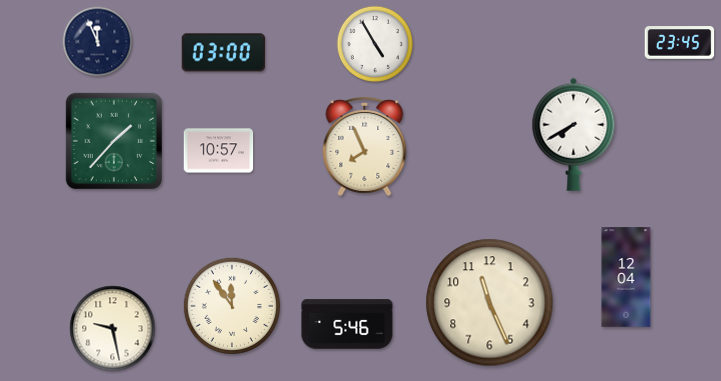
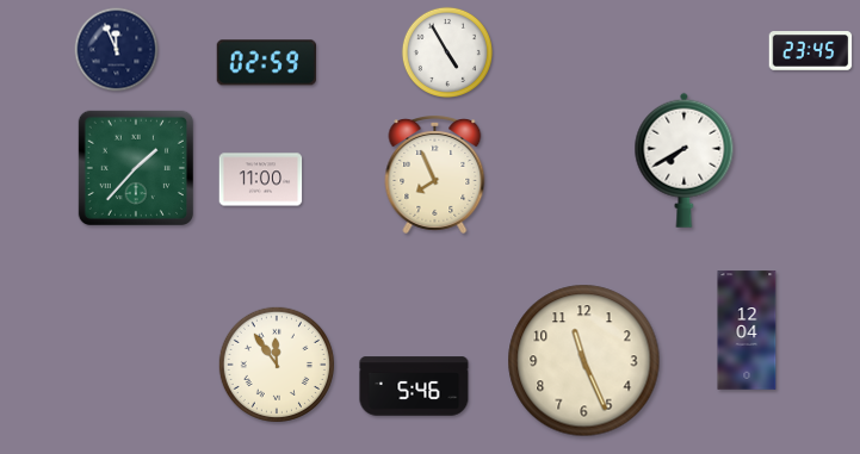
clock at (223, 53): 03:00 -> 02:59
clock at (219, 151): 10:57 -> 11:00
clock at (113, 329): 9:28 -> none
